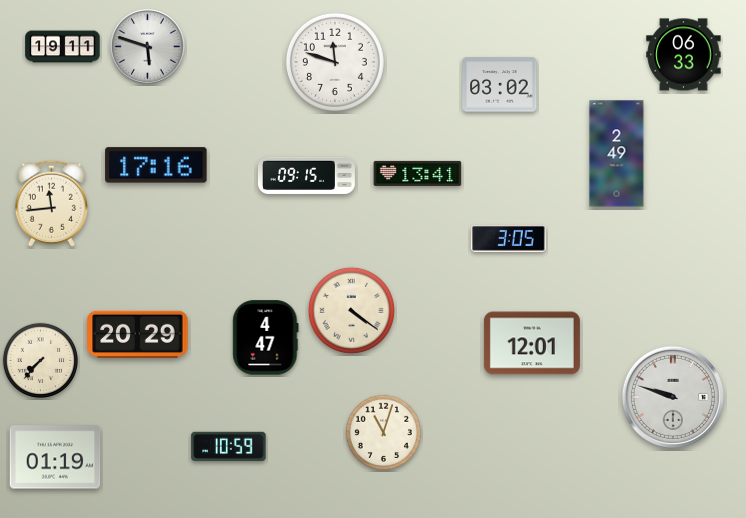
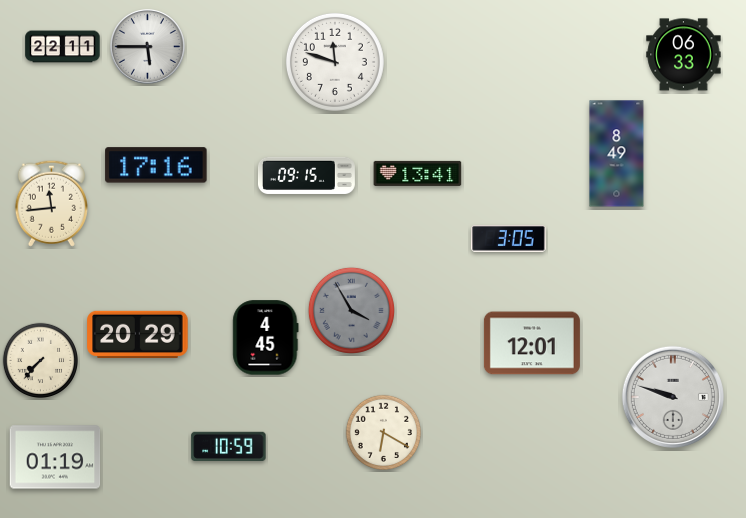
clock at (63, 47): 19:11 -> 22:11
clock at (148, 47): 5:48 -> 5:45
clock at (500, 85): 03:02 -> none
clock at (617, 154): 2:49 -> 8:49
clock at (351, 310): 4:21 -> 3:55
clock at (351, 310) dial: cream -> grey
clock at (266, 338): 4:47 -> 4:45
clock at (383, 432): 11:03 -> 6:20
